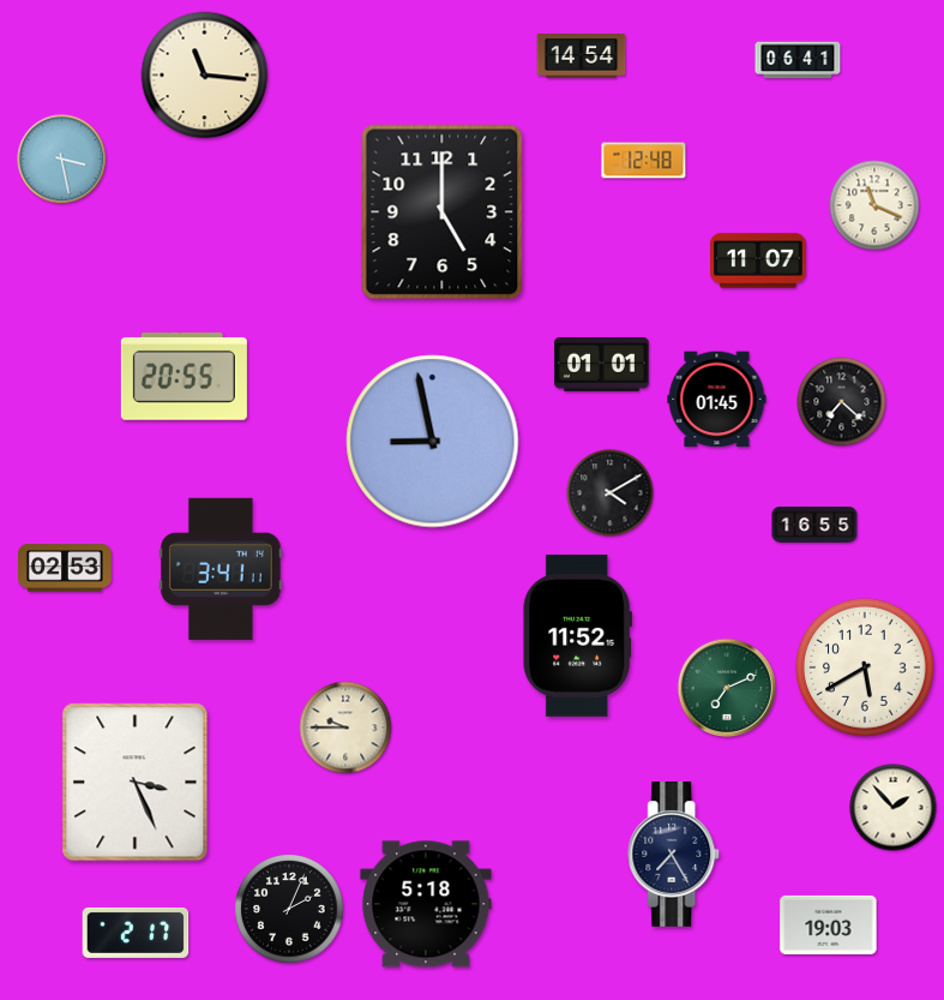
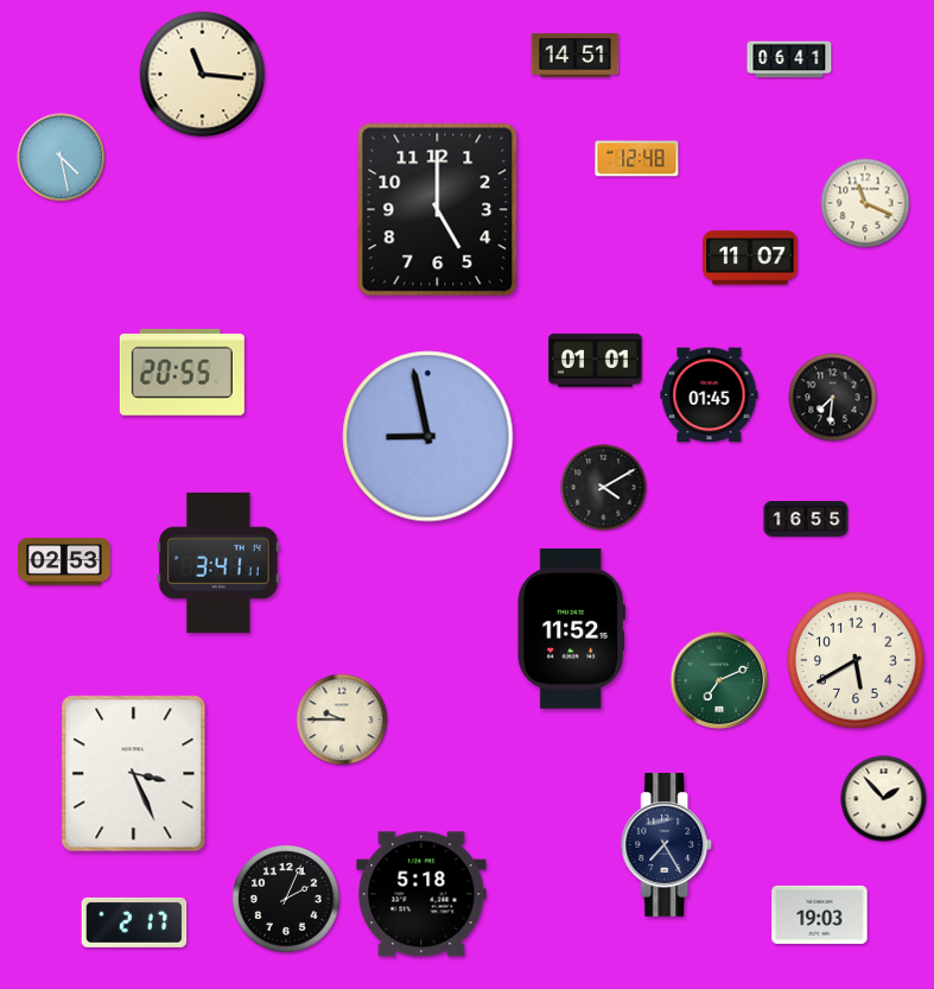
clock at (582, 56): 14:54 -> 14:51
clock at (62, 160): 3:28 -> 4:28
clock at (842, 402): 7:22 -> 7:31
